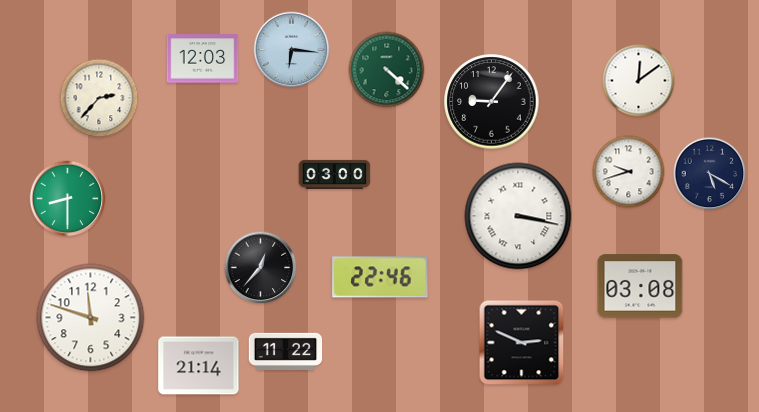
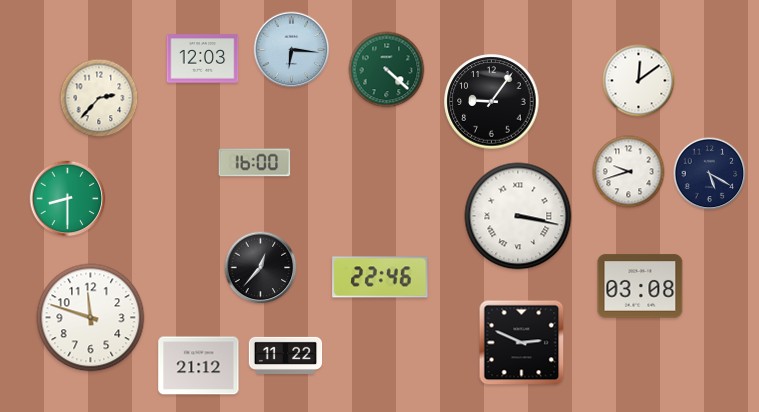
clock at (255, 163): none -> 16:00
clock at (335, 174): 03:00 -> none
clock at (286, 351) position: (286, 351) -> (286, 355)
clock at (199, 366): 21:14 -> 21:12
